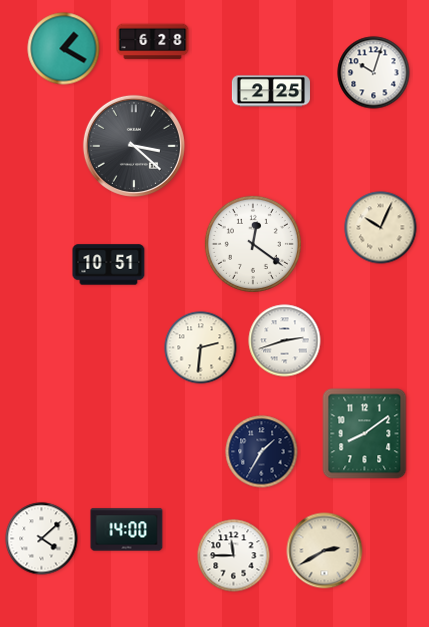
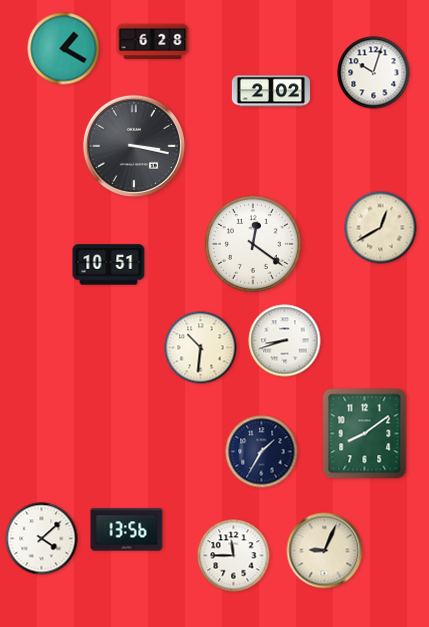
clock at (270, 91): 2:25 -> 2:02
clock at (134, 146): 3:22 -> 3:17
clock at (381, 228): 10:04 -> 12:40
clock at (285, 341): 2:42 -> 8:42
clock at (201, 348): 2:31 -> 10:31
clock at (127, 530): 14:00 -> 13:56
clock at (325, 551): 2:40 -> 9:04
